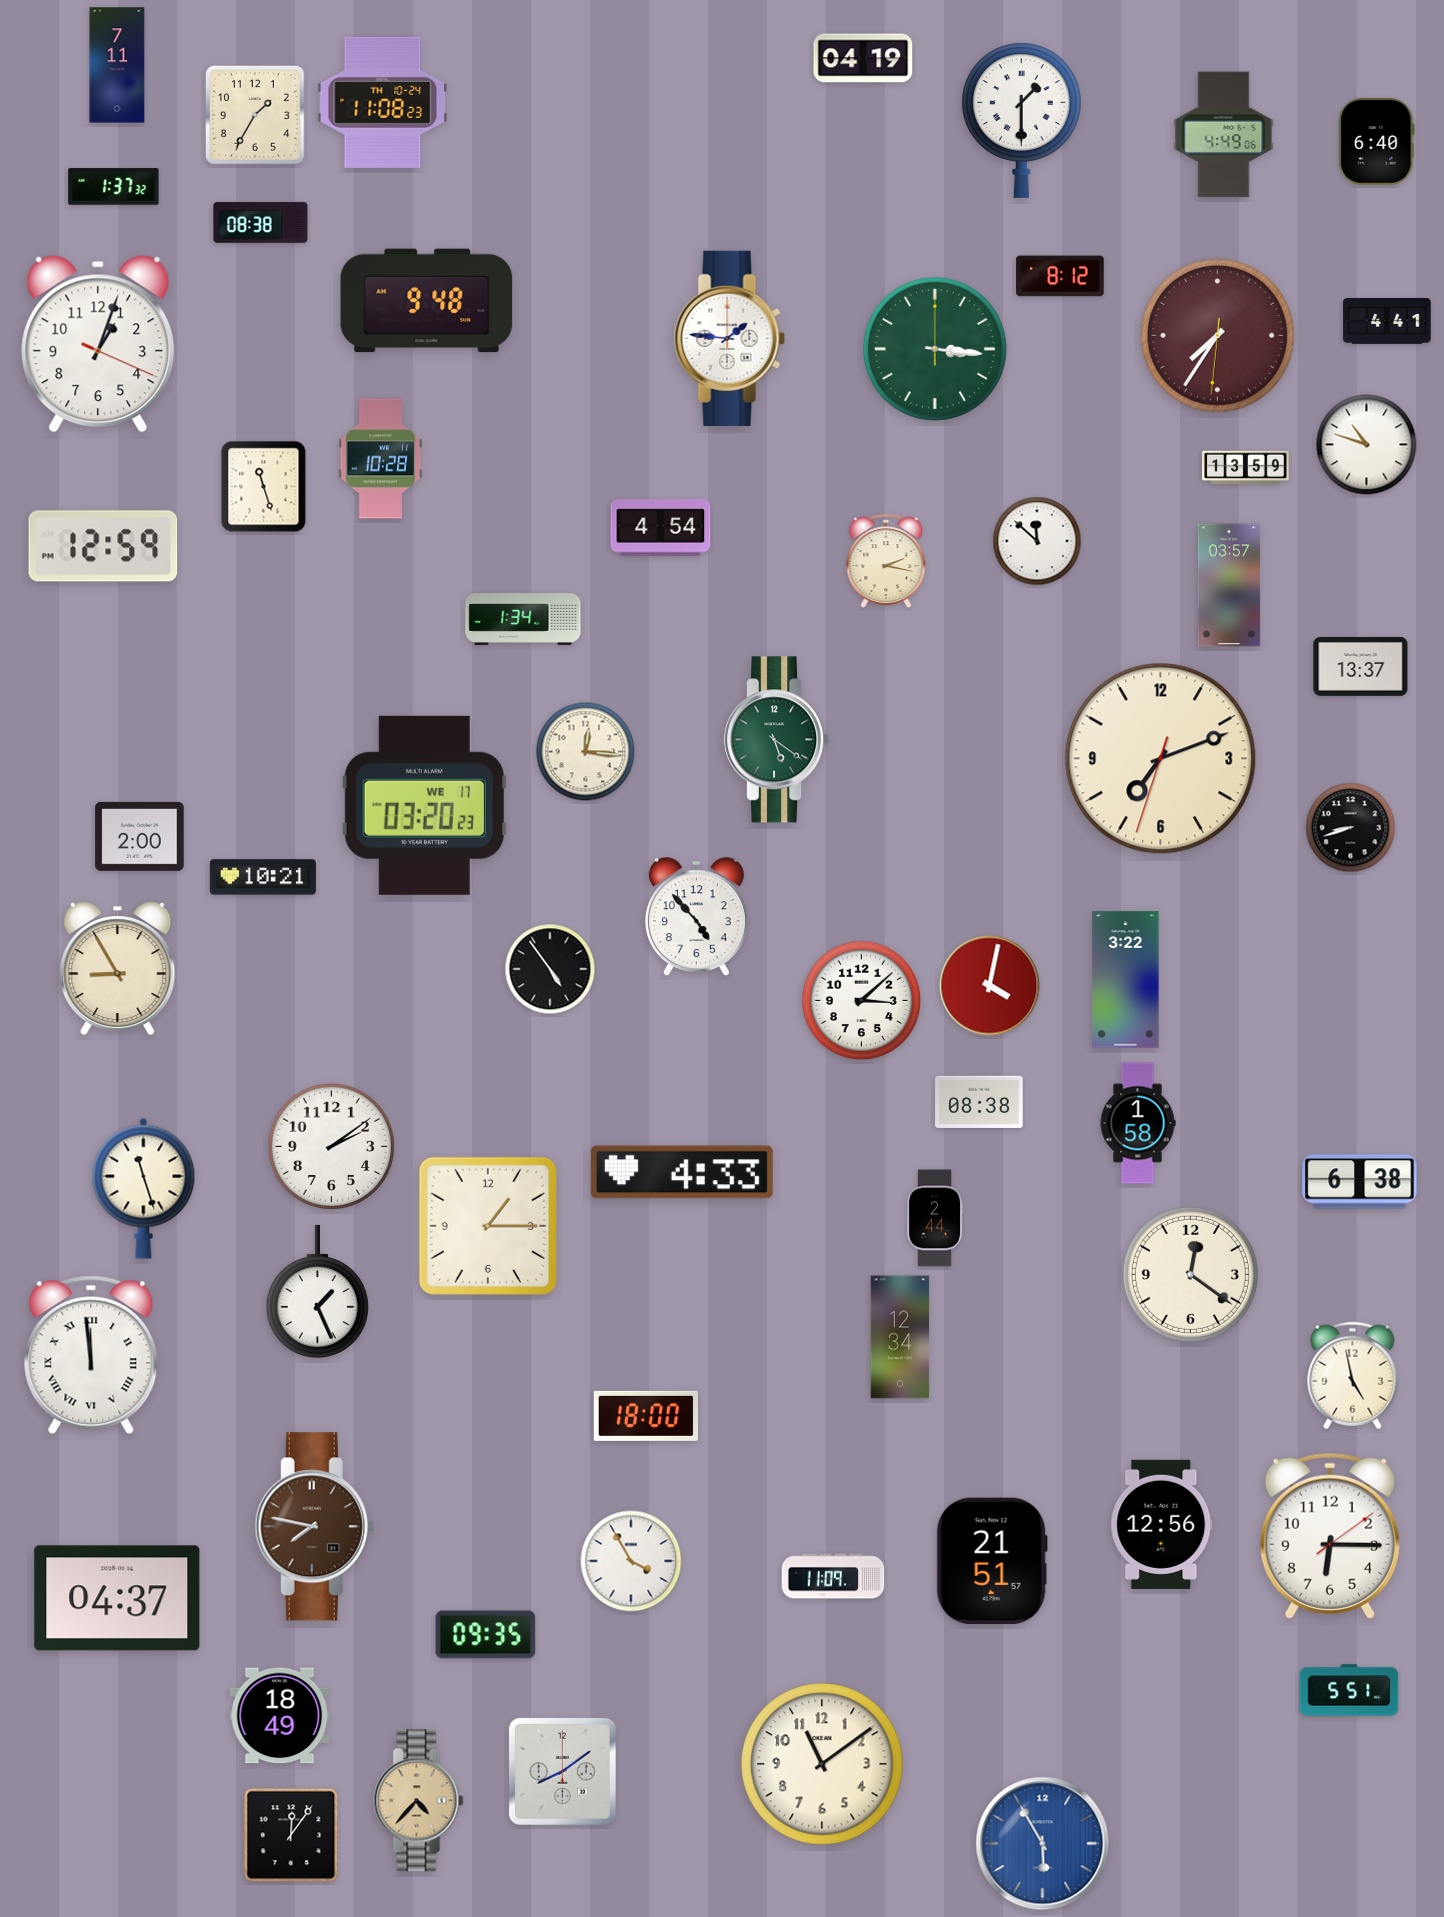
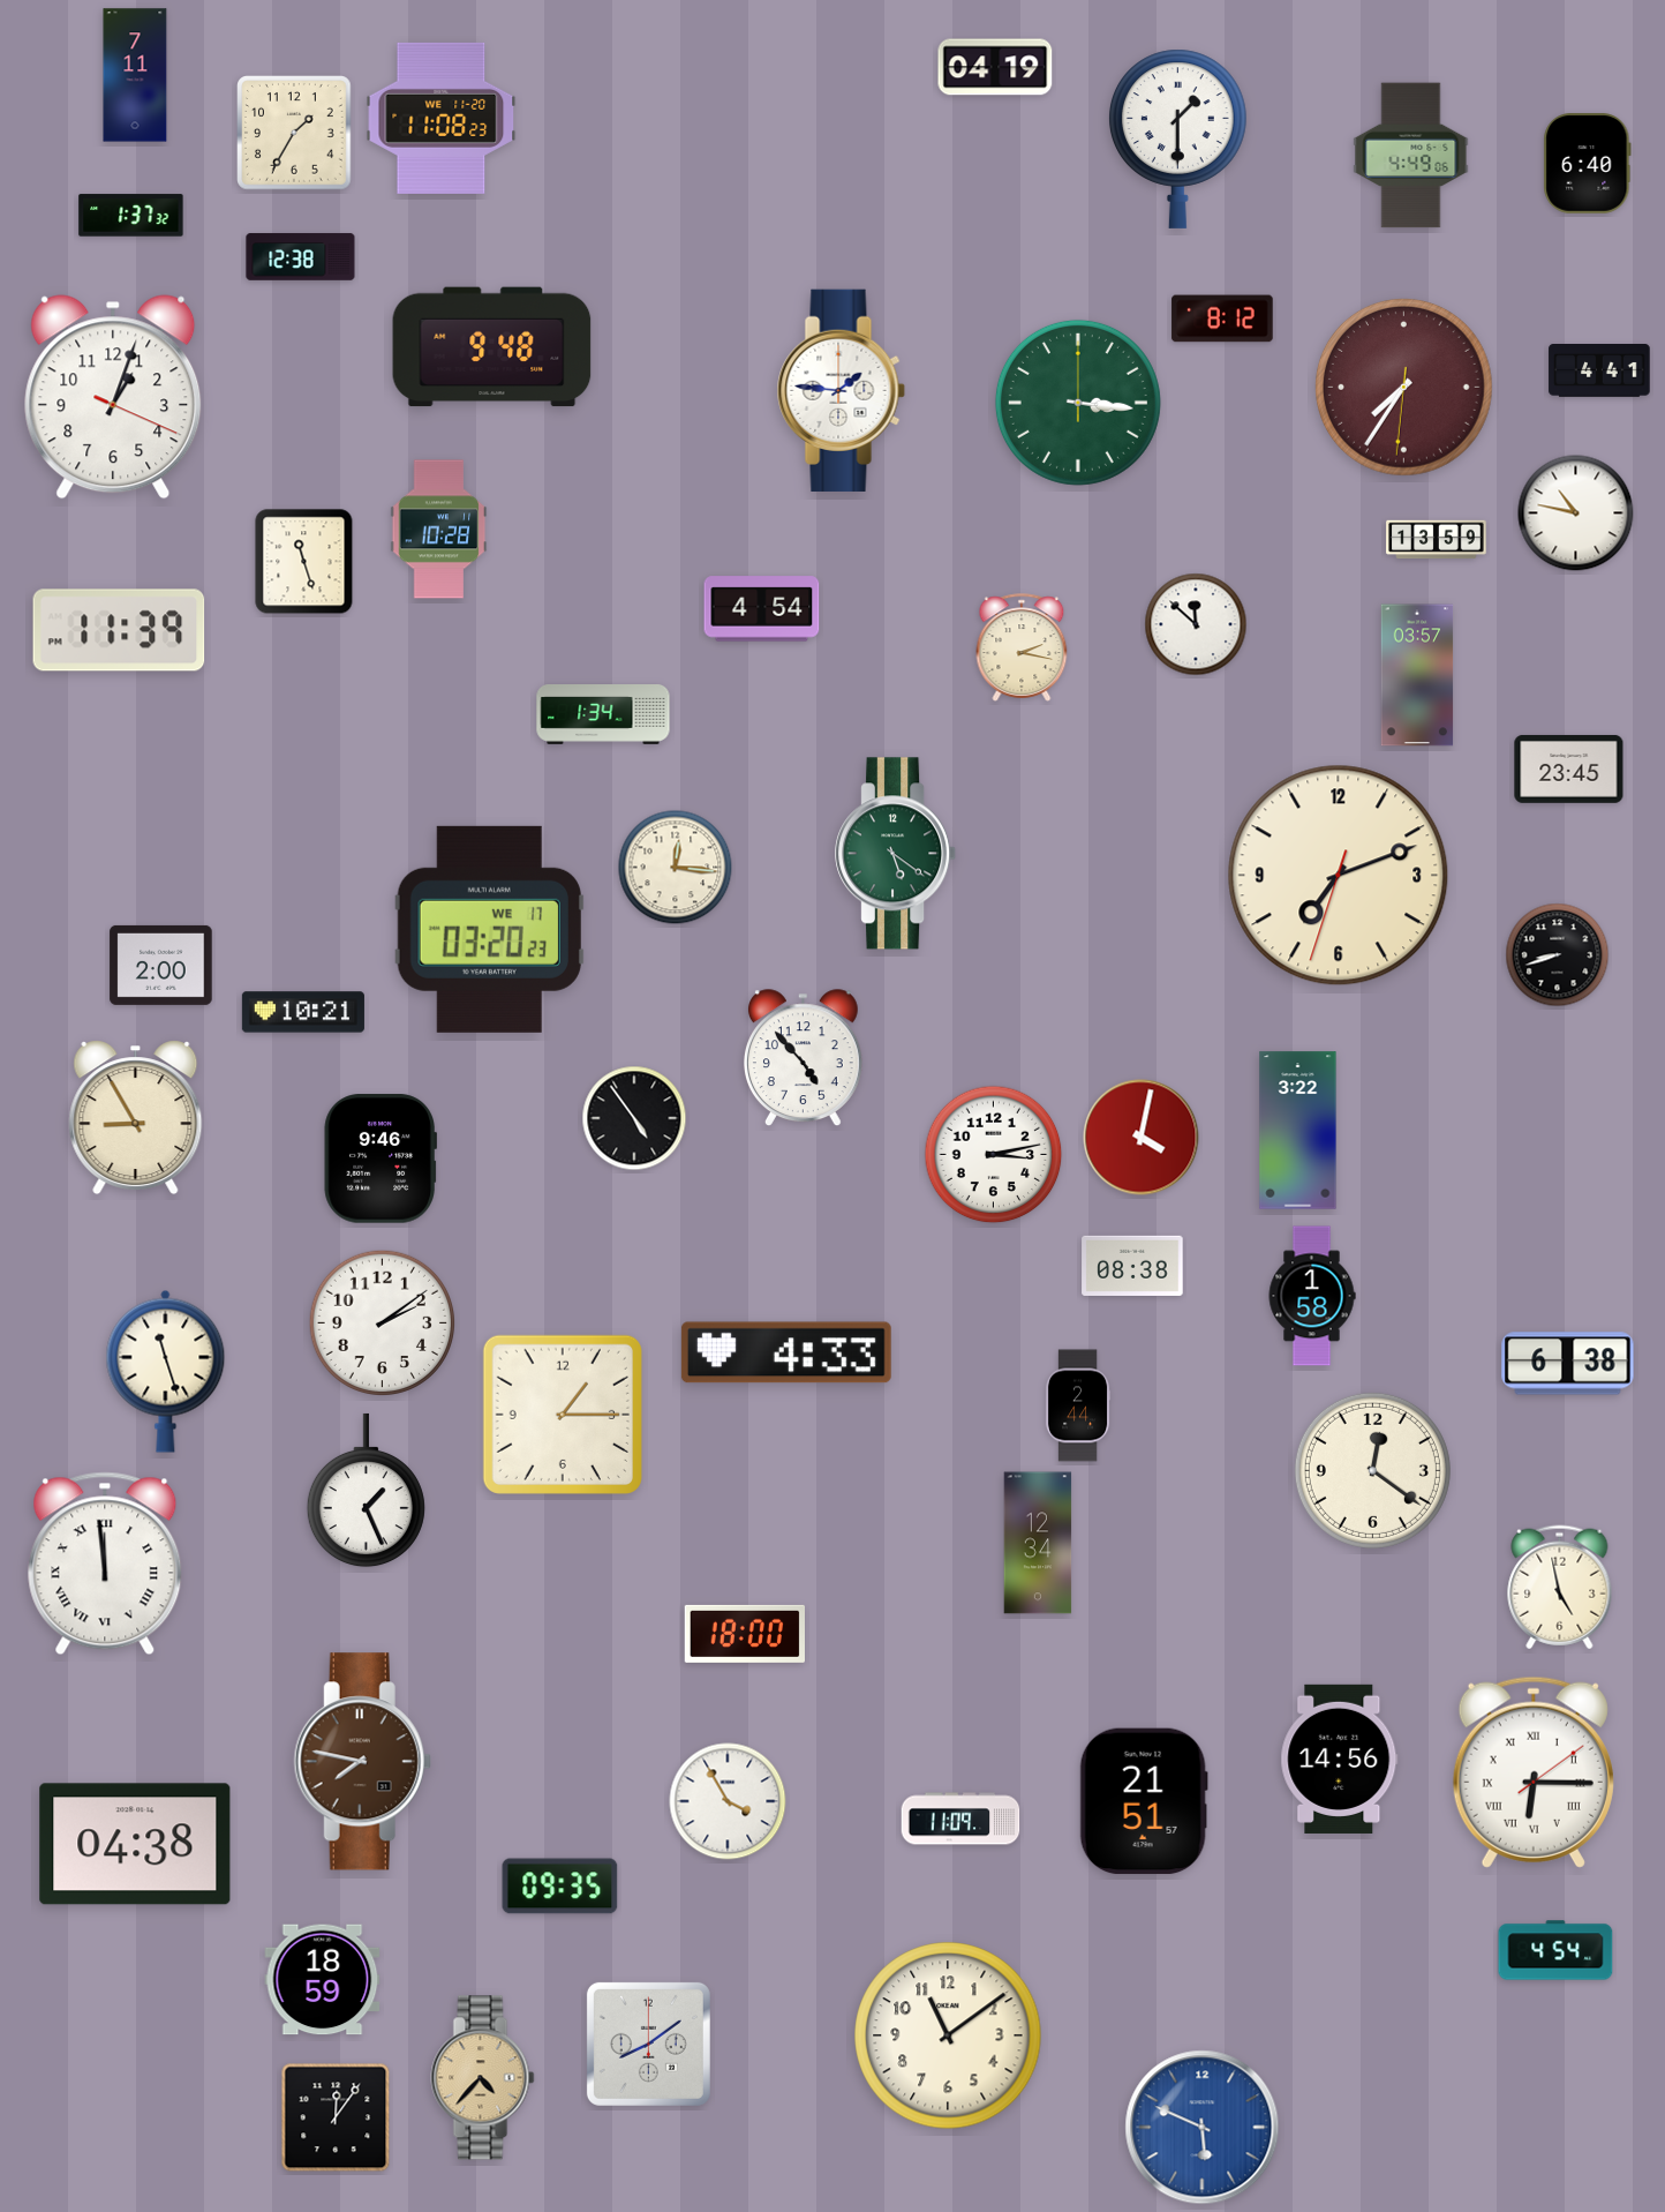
clock at (383, 102) date: TH 10-24 -> WE 11-20
clock at (261, 223): 08:38 -> 12:38
clock at (1367, 445): 10:48 -> 10:47
clock at (103, 546): 12:59 -> 11:39
clock at (1361, 666): 13:37 -> 23:45
clock at (862, 1001): 3:08 -> 3:13
clock at (379, 1159): none -> 9:46
clock at (979, 1102) position: (979, 1102) -> (1132, 1266)
clock at (1162, 1524): 12:56 -> 14:56
clock at (1330, 1536) numerals: Arabic -> Roman
clock at (117, 1598): 04:37 -> 04:38
clock at (1349, 1690): 5:51 -> 4:54
clock at (280, 1716): 18:49 -> 18:59
clock at (1043, 1844): 5:55 -> 5:49
